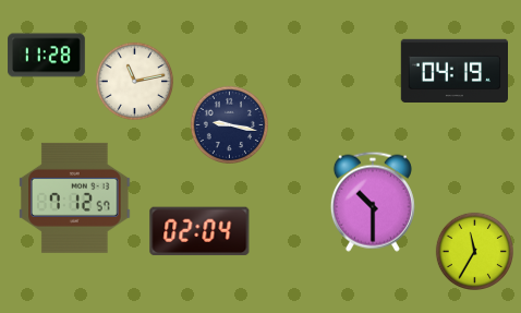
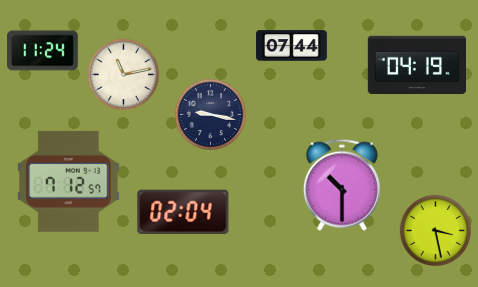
clock at (292, 46): none -> 07:44
clock at (47, 56): 11:28 -> 11:24
clock at (474, 251): 11:35 -> 3:28
